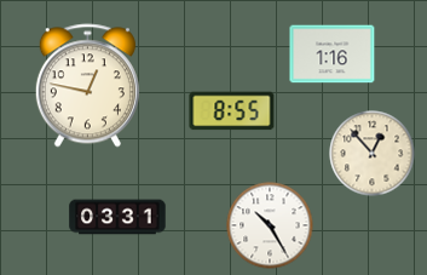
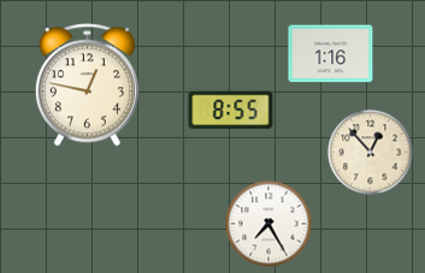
clock at (117, 217): 03:31 -> none
clock at (270, 225): 10:25 -> 7:25
